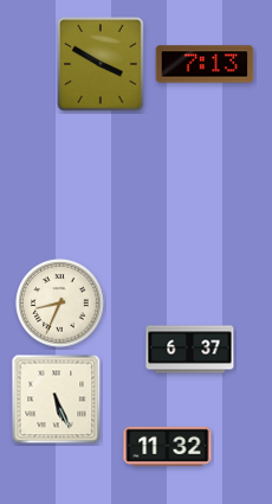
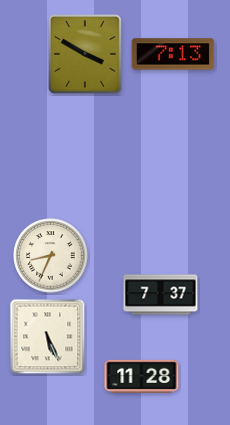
clock at (190, 350): 6:37 -> 7:37
clock at (168, 446): 11:32 -> 11:28
